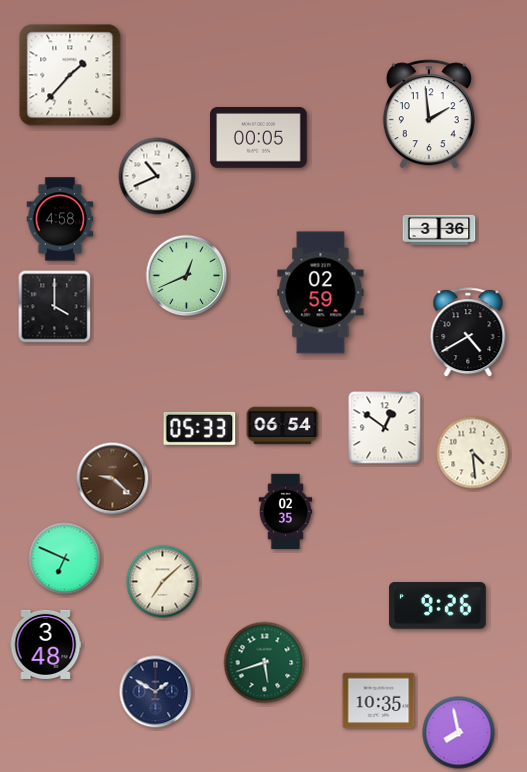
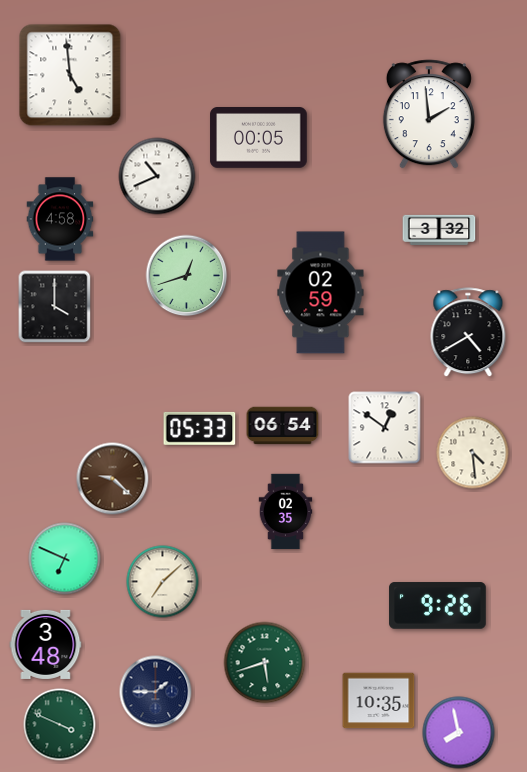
clock at (70, 75): 1:37 -> 4:59
clock at (439, 230): 3:36 -> 3:32
clock at (187, 276): 12:41 -> 12:42
clock at (156, 692): 1:50 -> 1:45
clock at (60, 725): none -> 3:49
